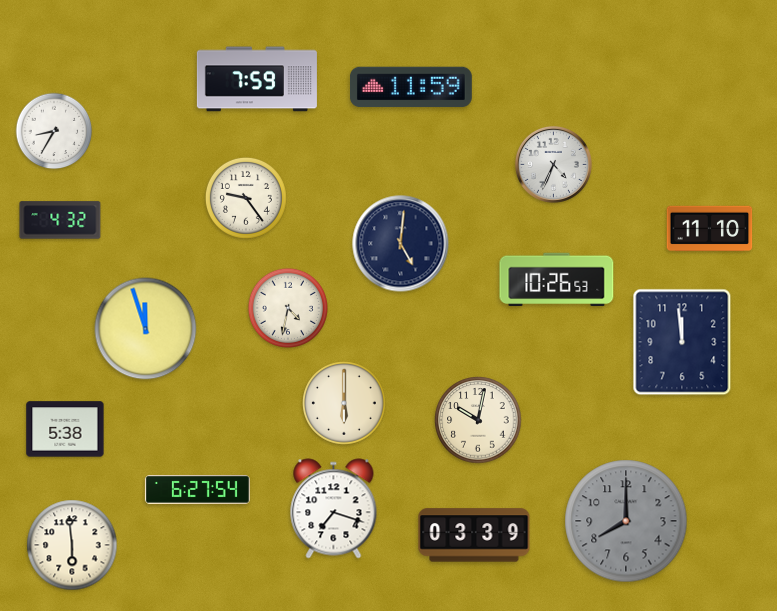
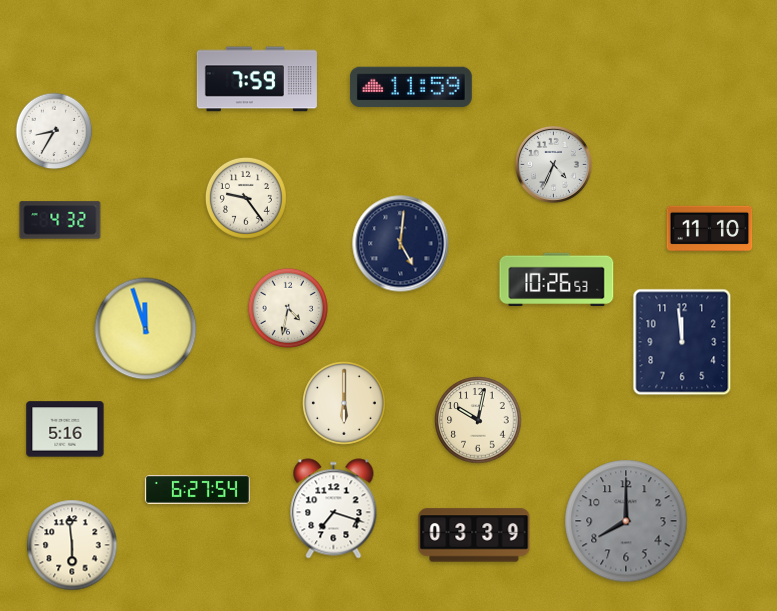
clock at (65, 429): 5:38 -> 5:16
